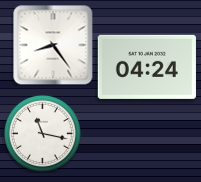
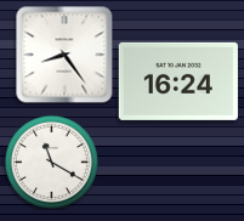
clock at (147, 67): 04:24 -> 16:24
clock at (42, 133): 11:17 -> 11:20
